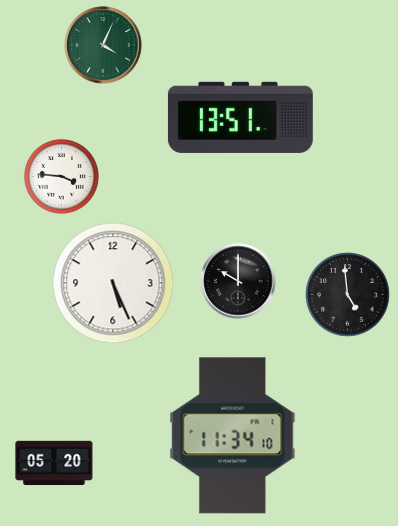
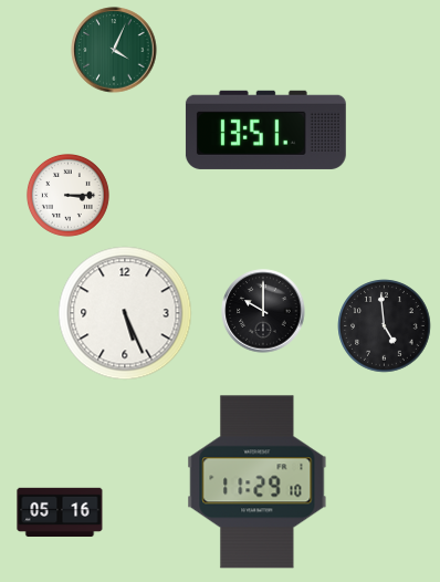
clock at (61, 176): 3:46 -> 3:15
clock at (233, 436): 11:34 -> 11:29
clock at (54, 463): 05:20 -> 05:16
